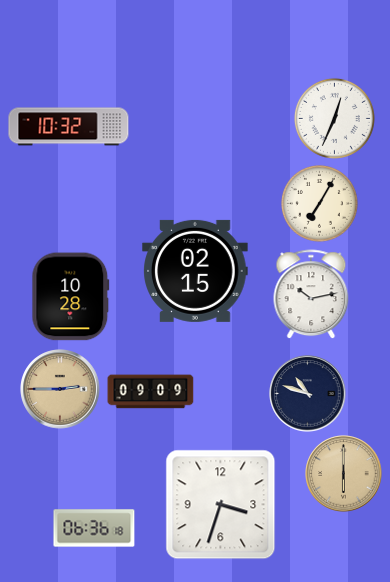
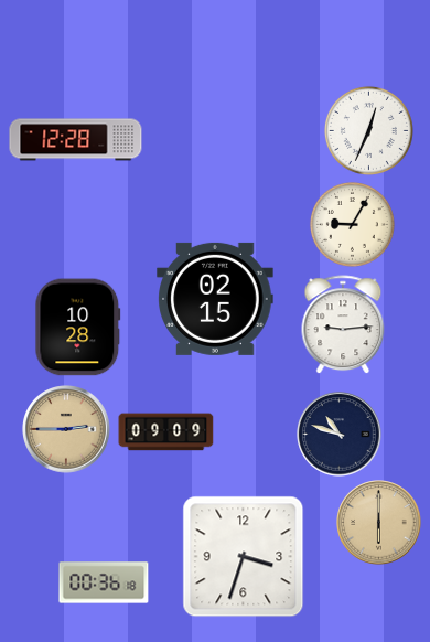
clock at (69, 127): 10:32 -> 12:28
clock at (319, 203): 7:05 -> 9:05
clock at (311, 294): 10:13 -> 9:14
clock at (94, 528): 06:36 -> 00:36
